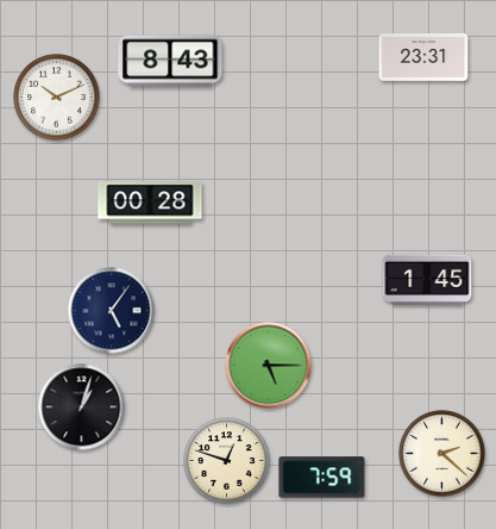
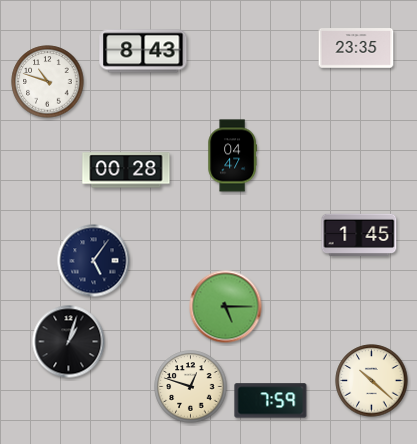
clock at (423, 57): 23:31 -> 23:35
clock at (57, 98): 10:11 -> 10:48
clock at (232, 156): none -> 04:47
clock at (442, 454): 2:22 -> 10:22
